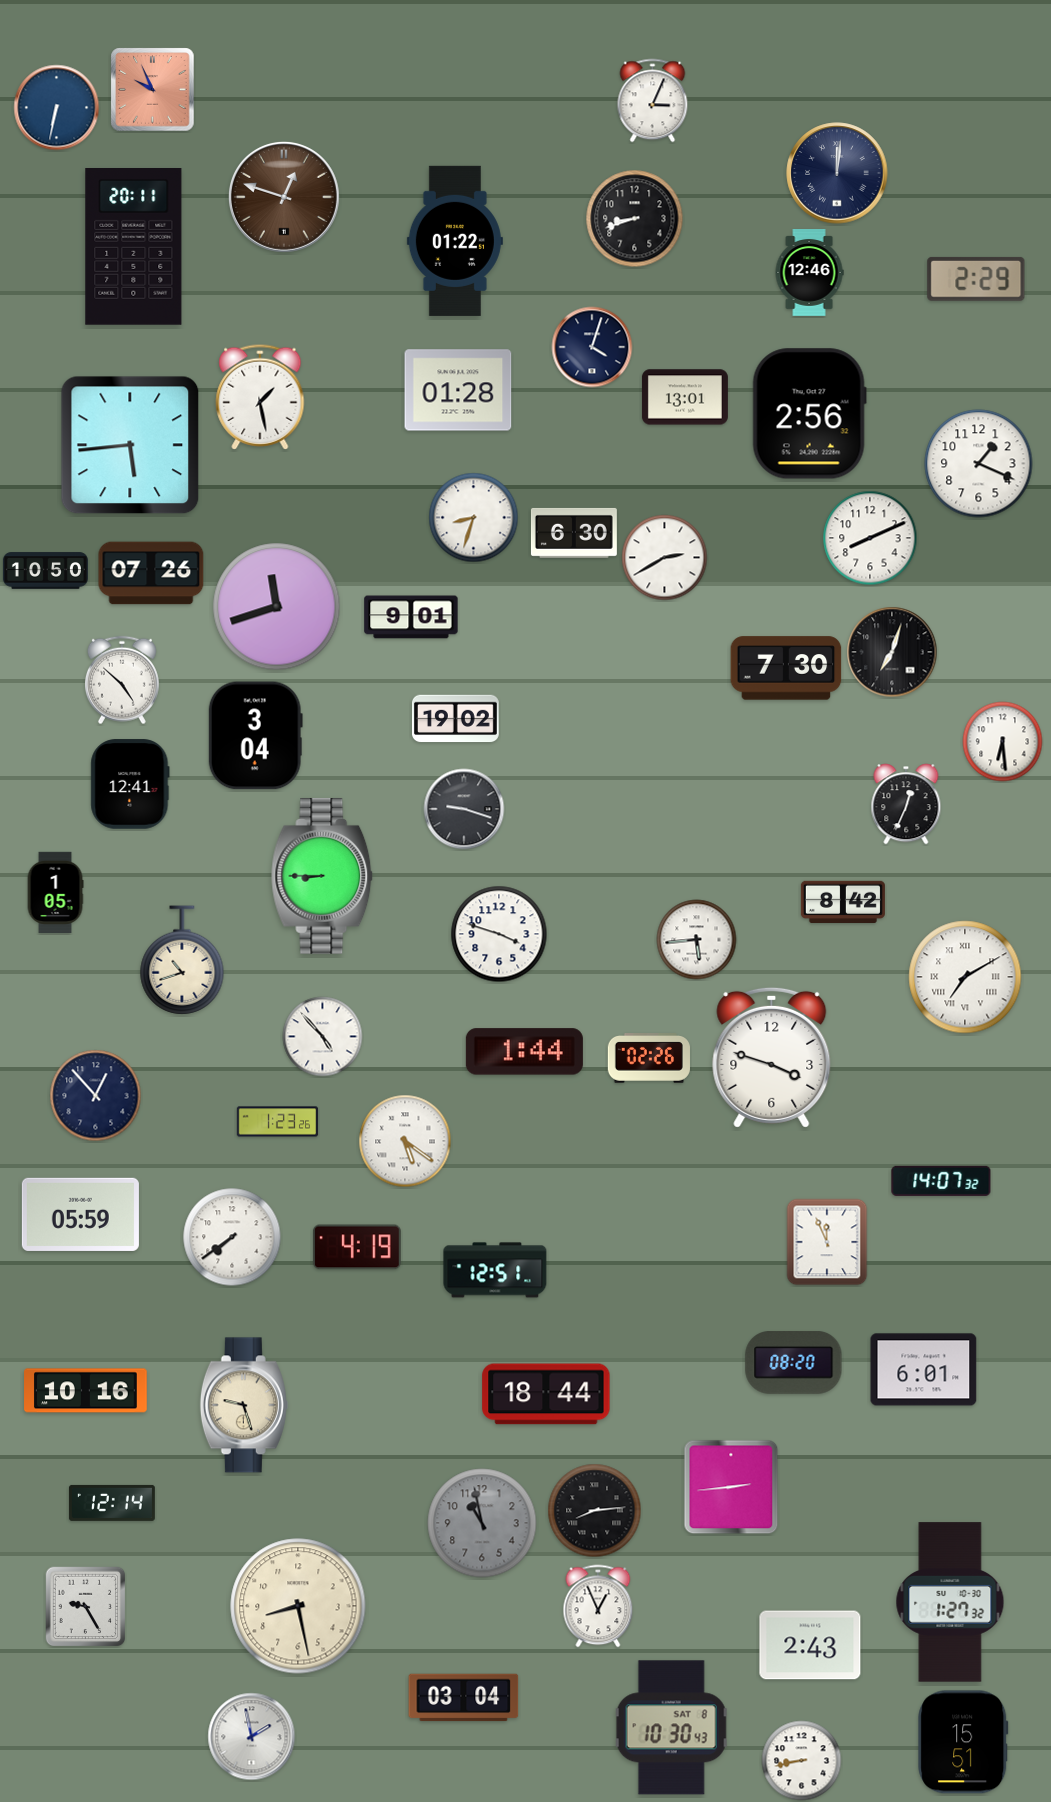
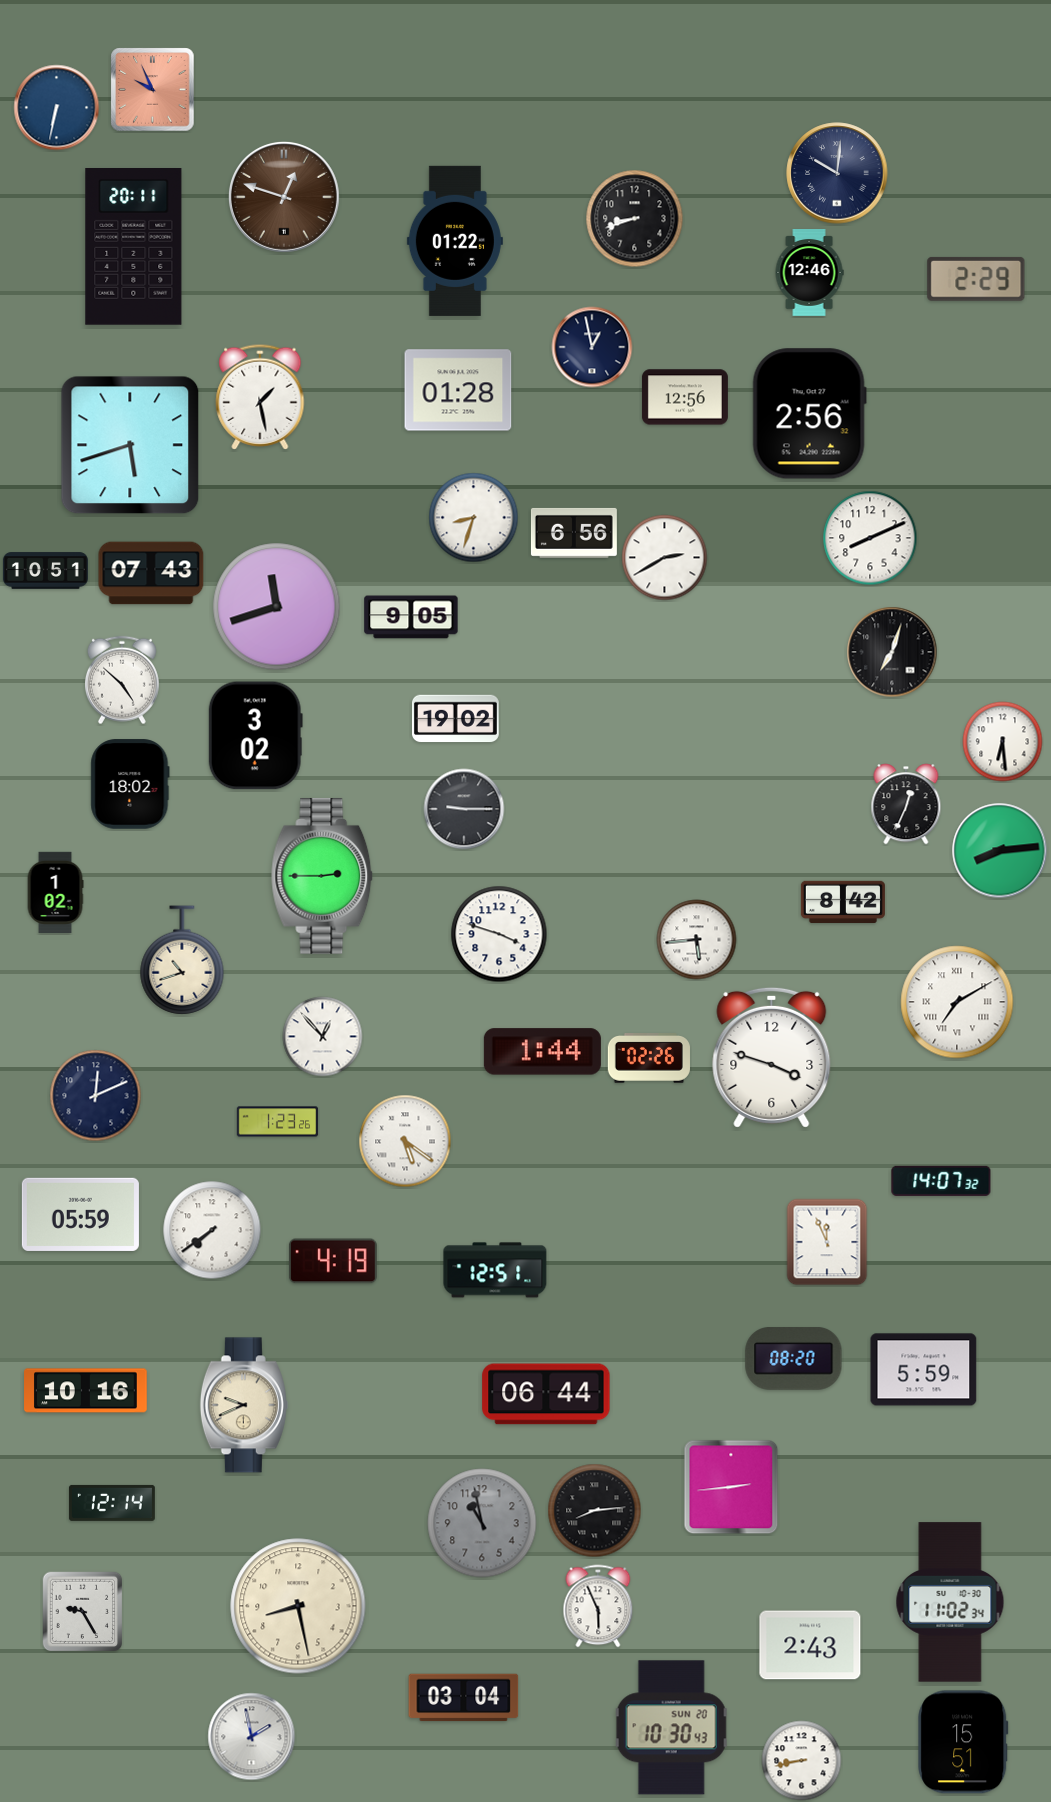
clock at (653, 101): 3:04 -> none
clock at (837, 173): 12:01 -> 10:01
clock at (592, 347): 4:03 -> 12:58
clock at (685, 397): 13:01 -> 12:56
clock at (130, 445): 5:44 -> 5:42
clock at (979, 464): 1:19 -> none
clock at (574, 533): 6:30 -> 6:56
clock at (45, 571): 10:50 -> 10:51
clock at (151, 573): 07:26 -> 07:43
clock at (411, 617): 9:01 -> 9:05
clock at (786, 668): 7:30 -> none
clock at (255, 736): 3:04 -> 3:02
clock at (130, 784): 12:41 -> 18:02
clock at (464, 809): 9:18 -> 9:15
clock at (1000, 851): none -> 8:14
clock at (323, 876): 8:45 -> 2:45
clock at (55, 892): 1:05 -> 1:02
clock at (965, 977) position: (965, 977) -> (957, 1002)
clock at (323, 1037): 4:53 -> 12:53
clock at (524, 1052) position: (524, 1052) -> (542, 1052)
clock at (96, 1096): 12:53 -> 12:11
clock at (232, 1237) position: (232, 1237) -> (212, 1230)
clock at (357, 1247) position: (357, 1247) -> (333, 1261)
clock at (794, 1363) position: (794, 1363) -> (794, 1359)
clock at (924, 1370): 6:01 -> 5:59
clock at (546, 1394): 18:44 -> 06:44
clock at (244, 1405): 9:27 -> 9:41
clock at (950, 1602): 1:27 -> 11:02
clock at (598, 1606): 12:56 -> 5:56
clock at (86, 1607) position: (86, 1607) -> (83, 1612)
clock at (671, 1728) date: SAT 8 -> SUN 20
